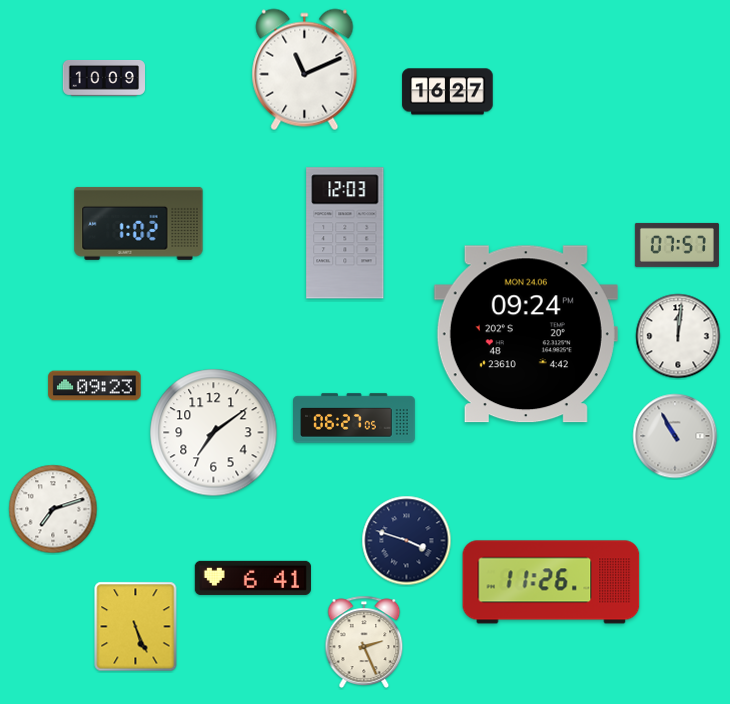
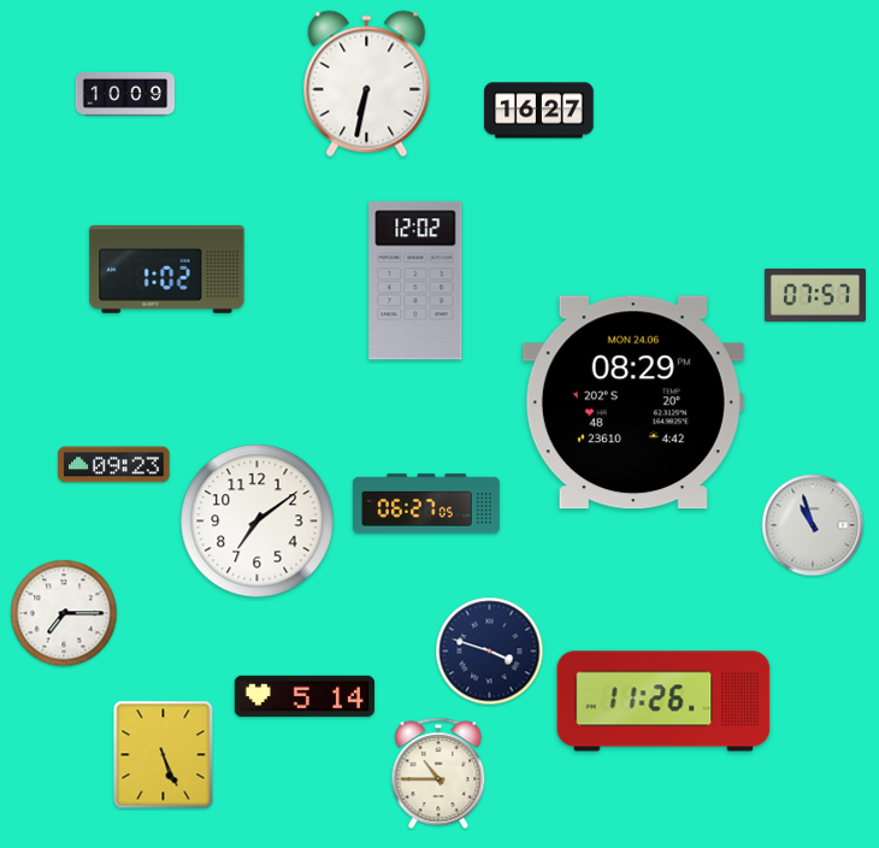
clock at (305, 70): 11:11 -> 6:32
clock at (345, 233): 12:03 -> 12:02
clock at (526, 334): 09:24 -> 08:29
clock at (678, 336): 12:01 -> none
clock at (675, 436): 10:55 -> 10:57
clock at (53, 509): 7:12 -> 7:15
clock at (253, 578): 6:41 -> 5:14
clock at (364, 642): 2:26 -> 10:45
